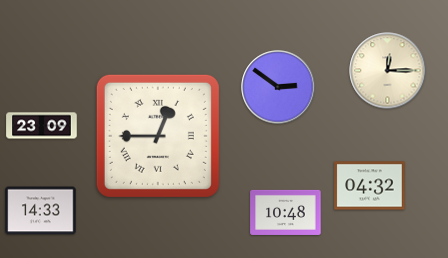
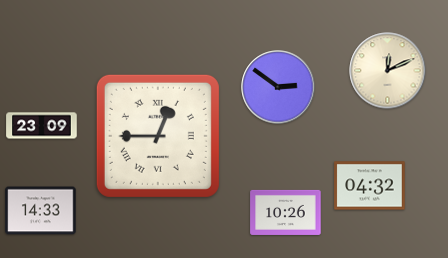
clock at (388, 71): 12:15 -> 12:11
clock at (286, 212): 10:48 -> 10:26
